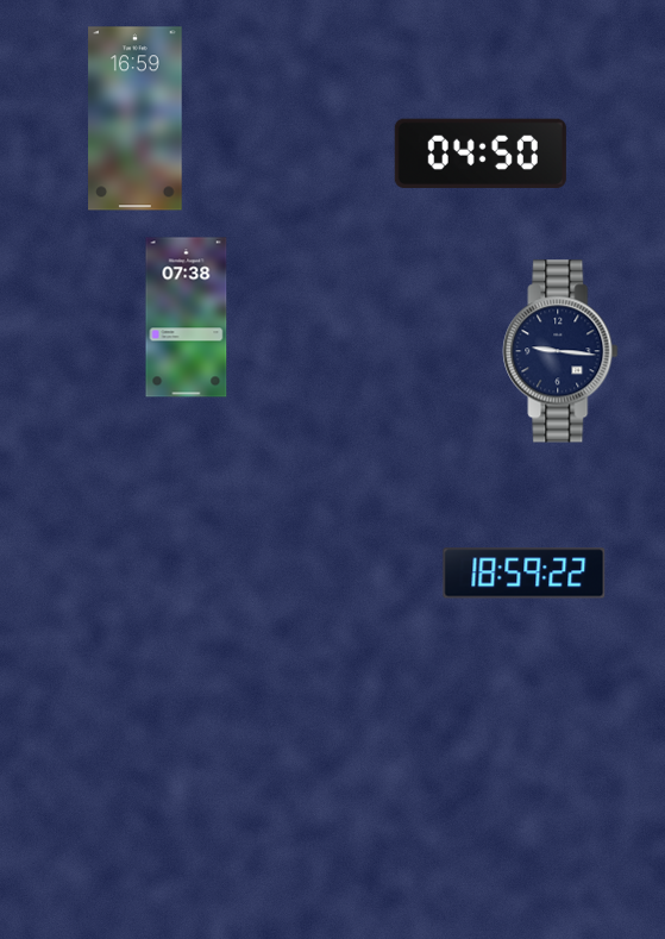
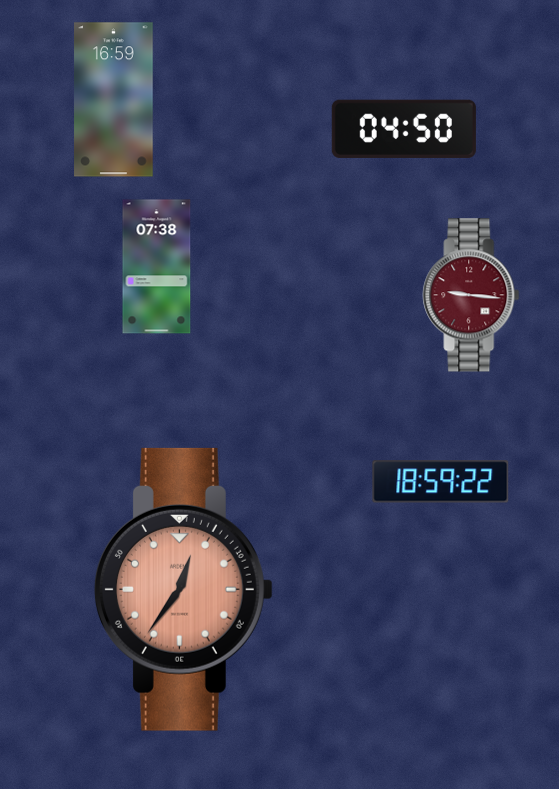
clock at (560, 351) dial: navy -> burgundy
clock at (183, 589): none -> 12:36
